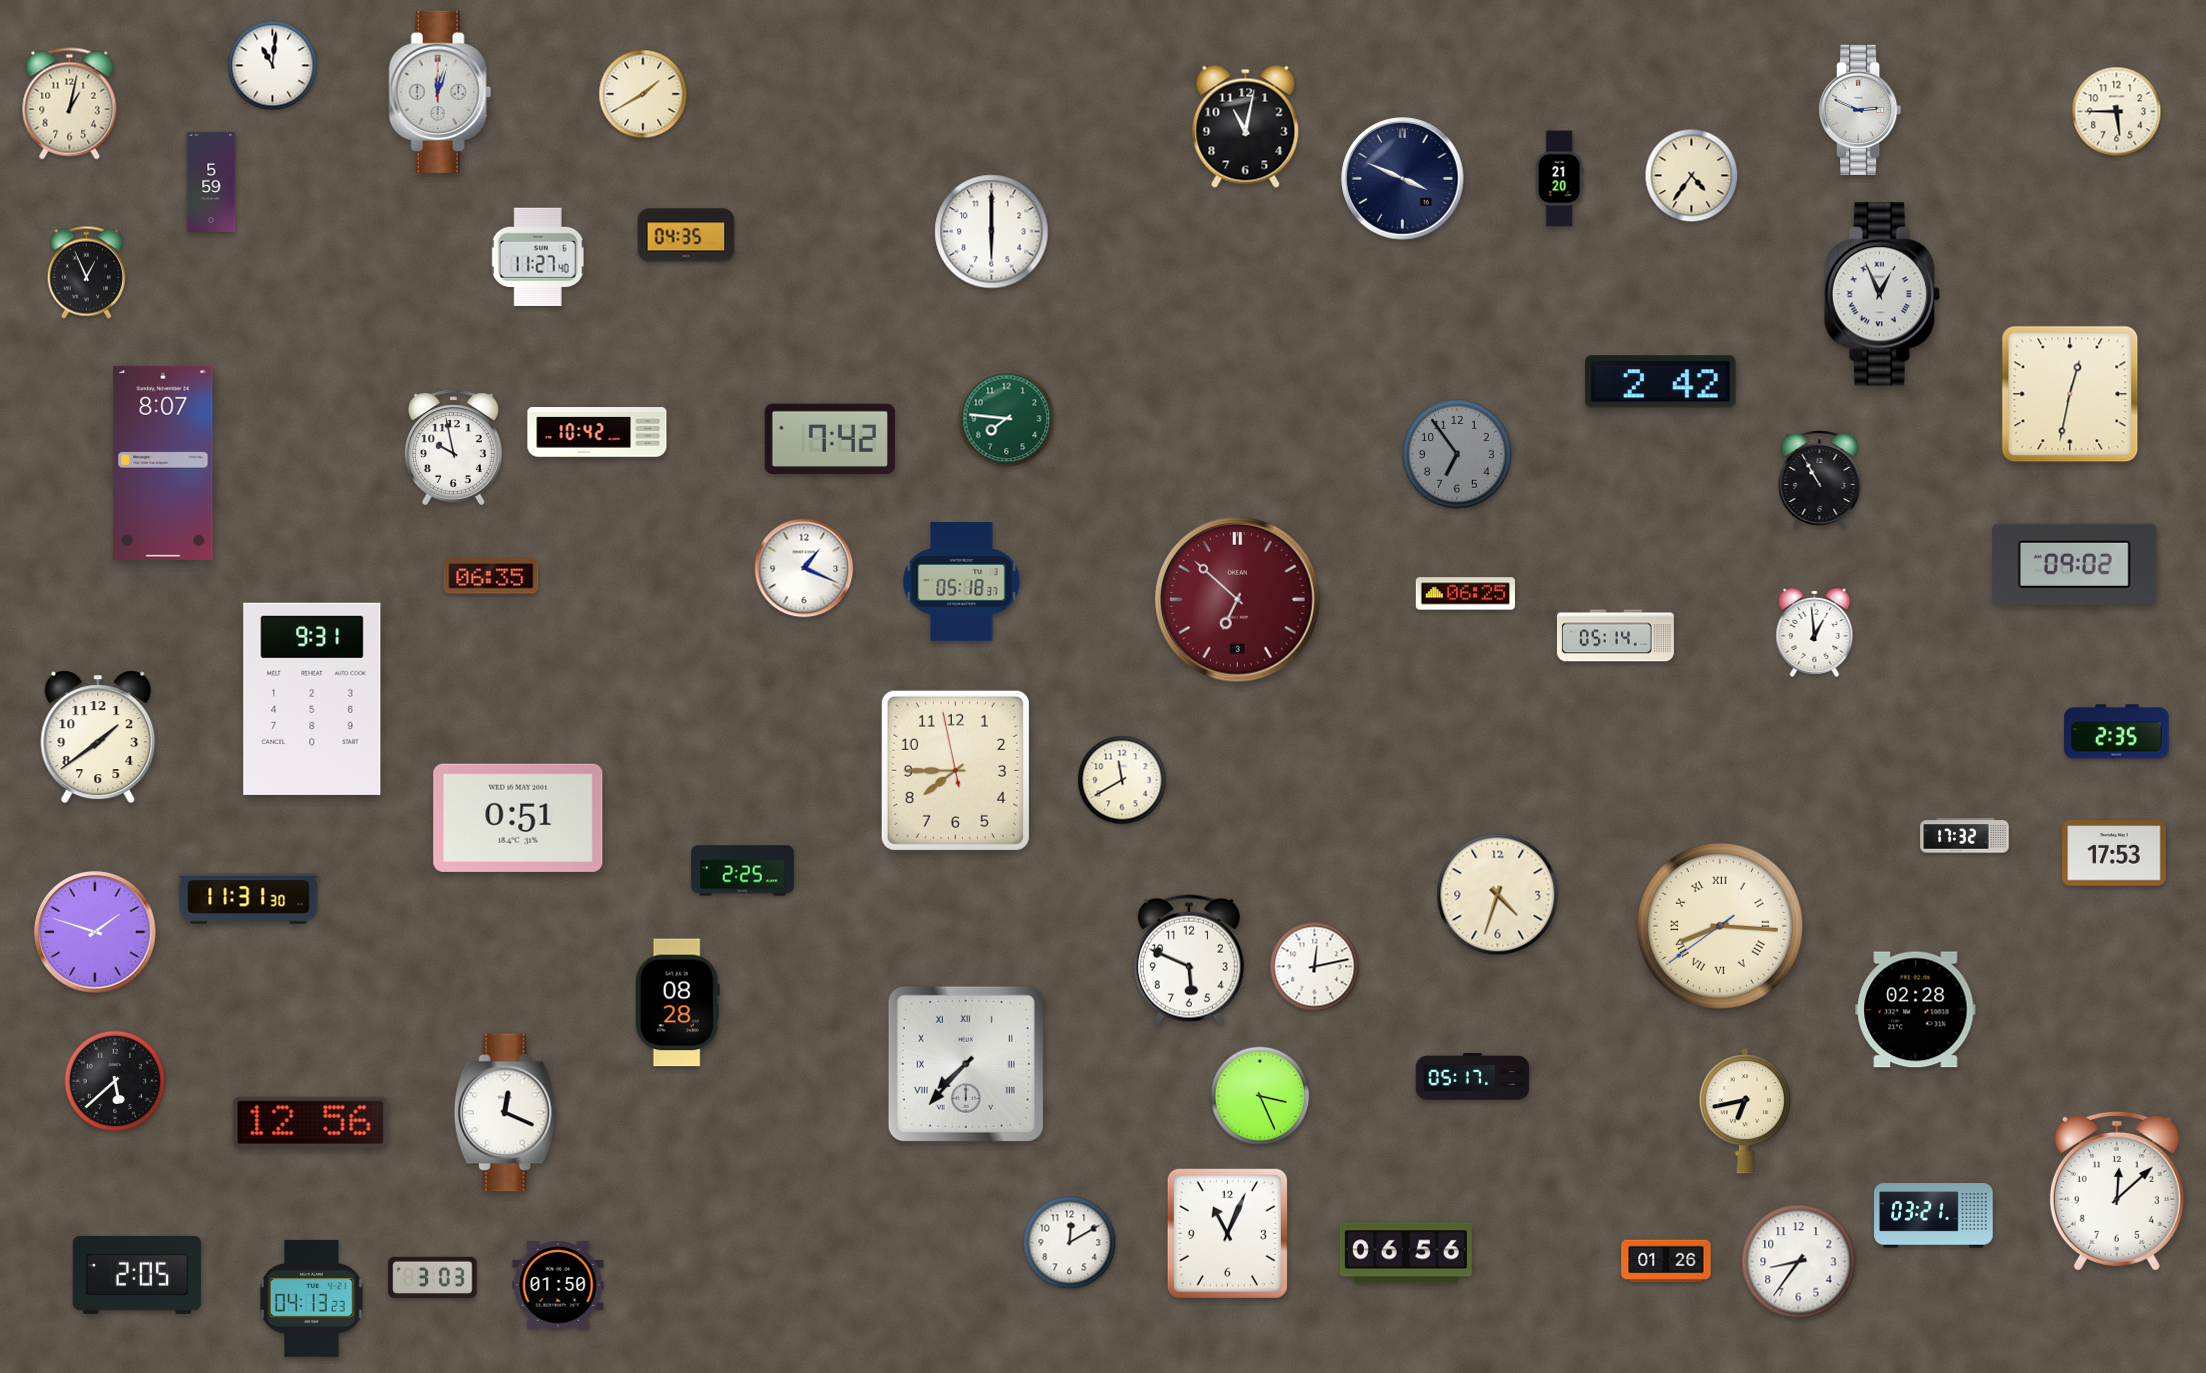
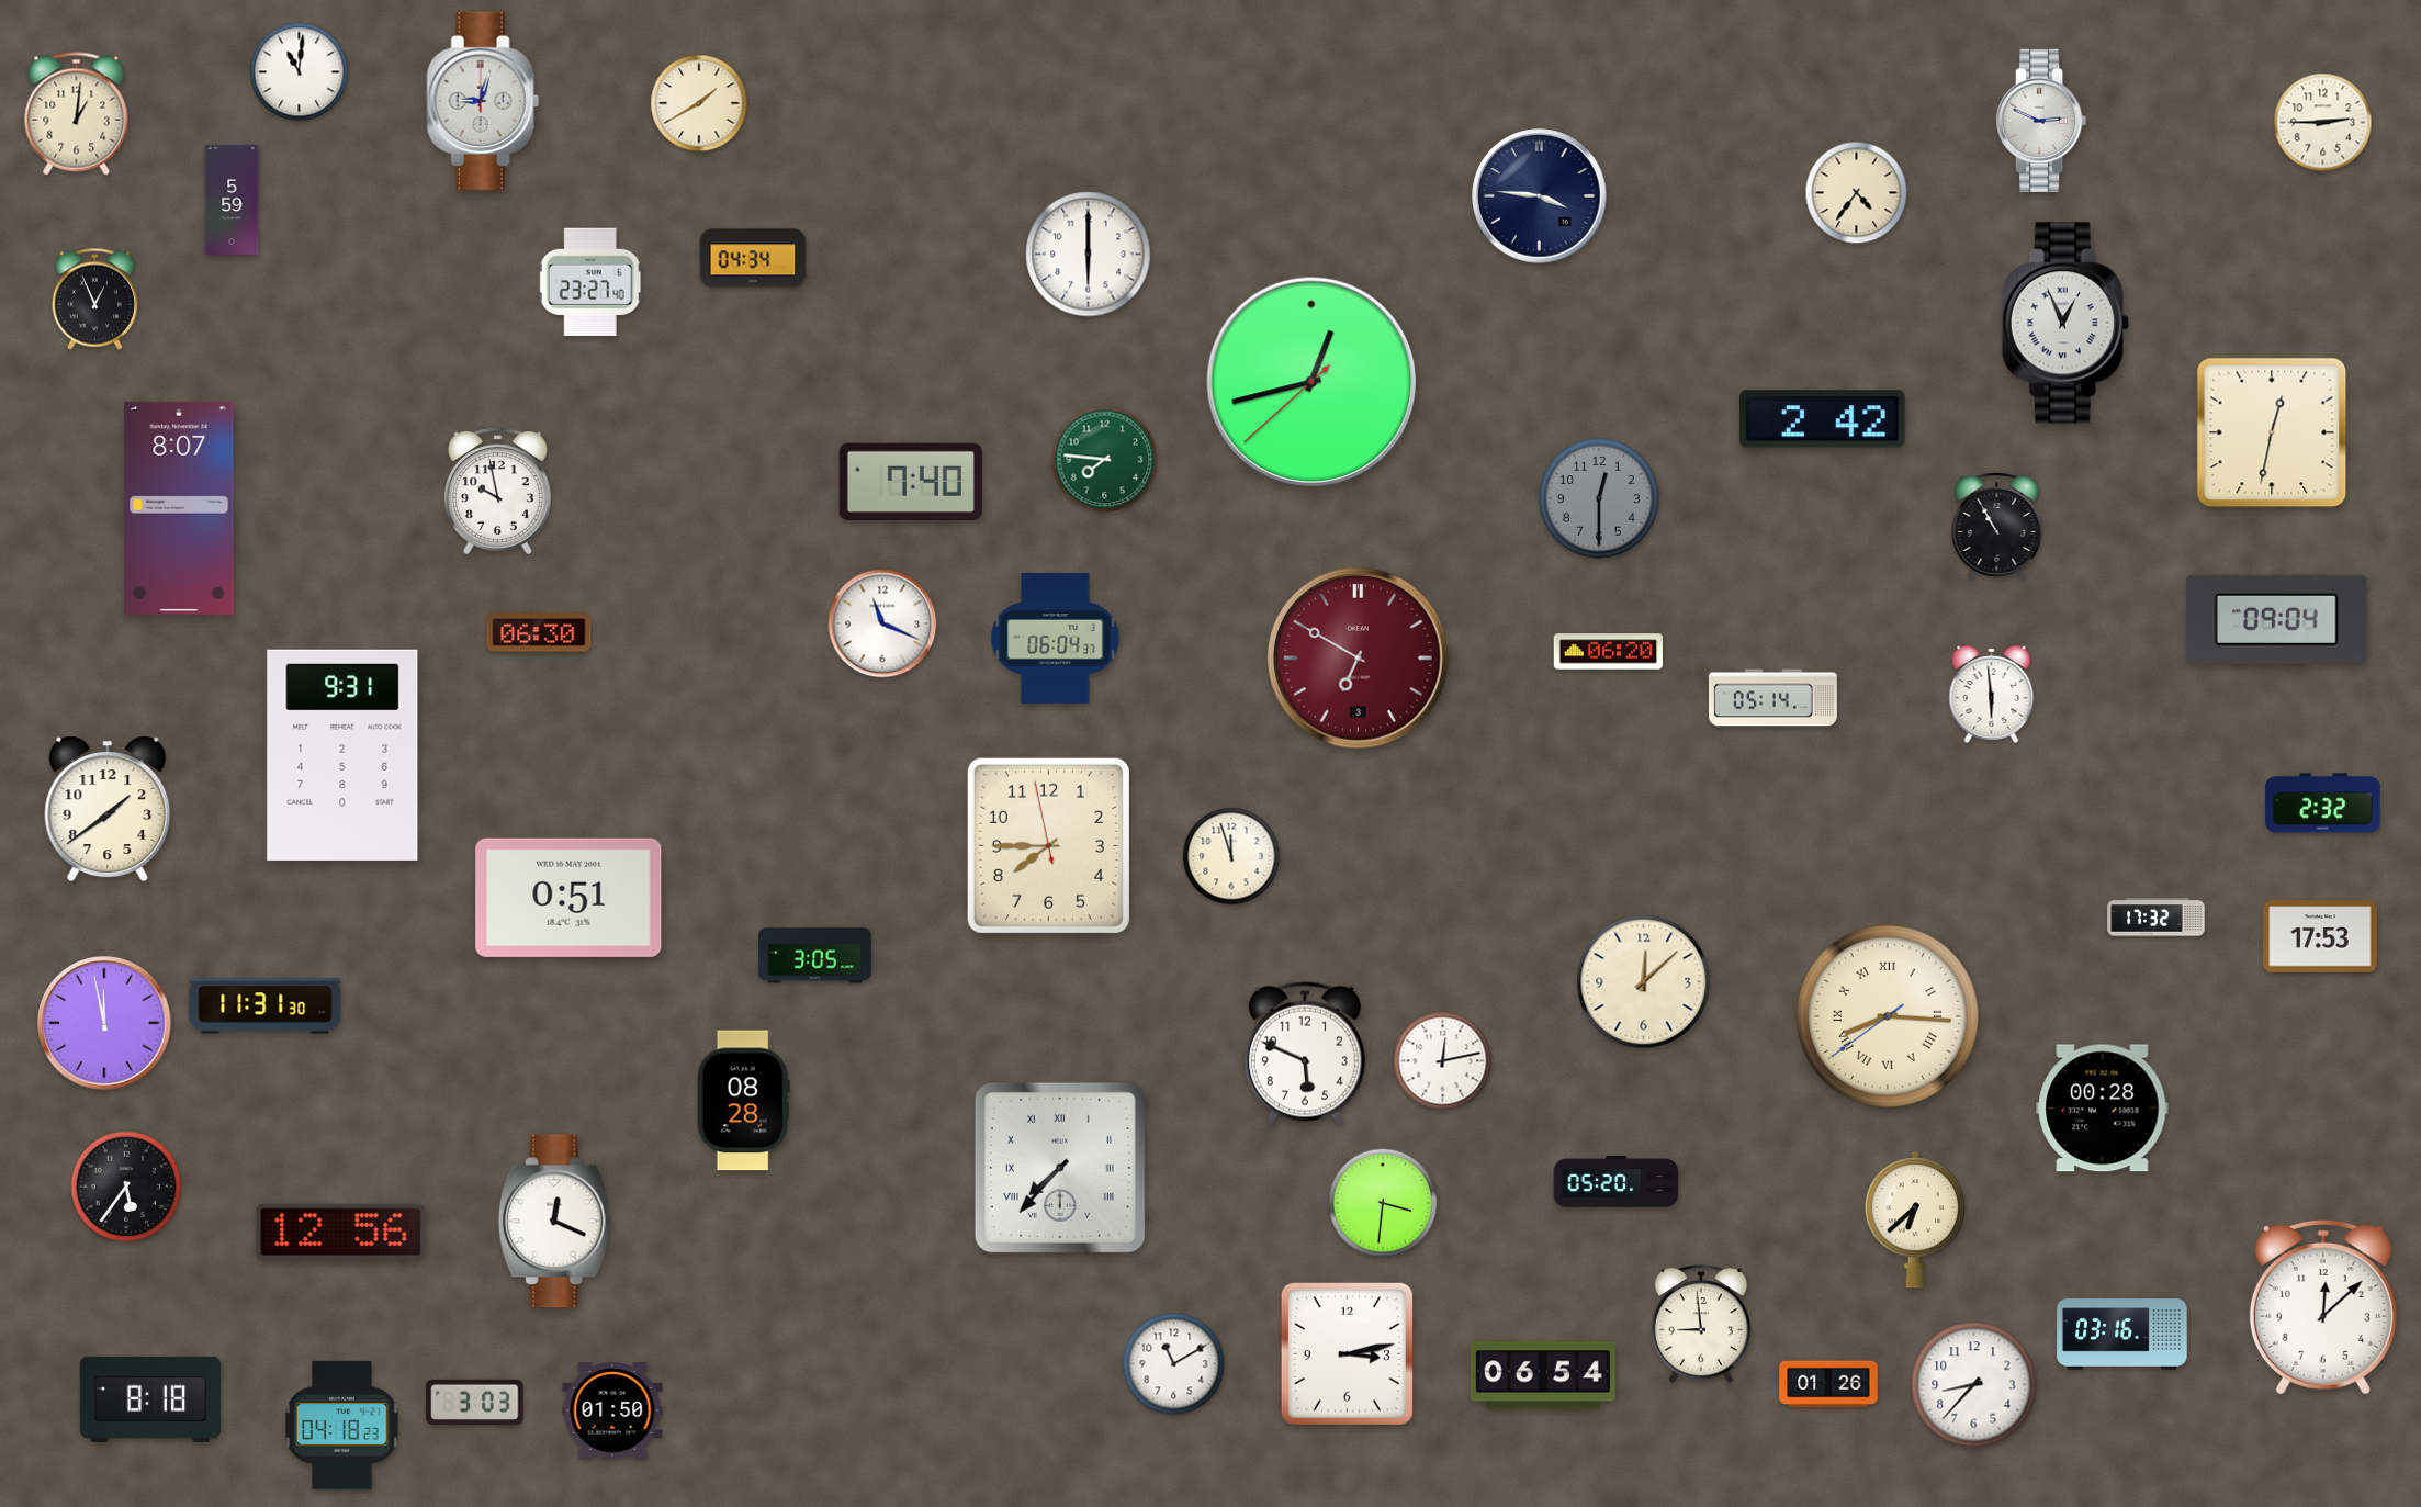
clock at (440, 92): 12:03 -> 9:03
clock at (643, 94) position: (643, 94) -> (699, 103)
clock at (70, 104): 1:02 -> 1:01
clock at (2117, 112): 5:45 -> 2:45
clock at (1246, 126): 11:02 -> none
clock at (1403, 179): 3:49 -> 3:46
clock at (1559, 179): 21:20 -> none
clock at (686, 235): 04:35 -> 04:34
clock at (538, 256): 11:27 -> 23:27
clock at (1311, 382): none -> 12:42
clock at (597, 432): 10:42 -> none
clock at (830, 439): 7:42 -> 7:40
clock at (1457, 454): 6:54 -> 12:30
clock at (2074, 564): 09:02 -> 09:04
clock at (804, 568): 1:19 -> 11:19
clock at (491, 576): 06:35 -> 06:30
clock at (962, 582): 05:18 -> 06:04
clock at (1465, 594): 06:25 -> 06:20
clock at (1237, 599): 6:52 -> 6:50
clock at (1815, 632): 12:59 -> 5:59
clock at (312, 699) position: (312, 699) -> (342, 755)
clock at (2117, 732): 2:35 -> 2:32
clock at (1122, 780): 11:40 -> 11:57
clock at (743, 871): 2:25 -> 3:05
clock at (1498, 895): 4:33 -> 12:08
clock at (249, 899) position: (249, 899) -> (266, 1006)
clock at (95, 932): 1:48 -> 11:58
clock at (1916, 1010): 02:28 -> 00:28
clock at (1473, 1077): 05:17 -> 05:20
clock at (115, 1081): 5:38 -> 5:36
clock at (1260, 1096): 3:26 -> 3:31
clock at (1744, 1111): 6:43 -> 6:38
clock at (1701, 1325): none -> 8:59
clock at (1934, 1216): 03:21 -> 03:16
clock at (1227, 1233): 11:04 -> 3:13
clock at (1070, 1243): 12:10 -> 11:10
clock at (1406, 1253): 06:56 -> 06:54
clock at (1799, 1262): 8:36 -> 8:37
clock at (137, 1275): 2:05 -> 8:18
clock at (312, 1298): 04:13 -> 04:18
